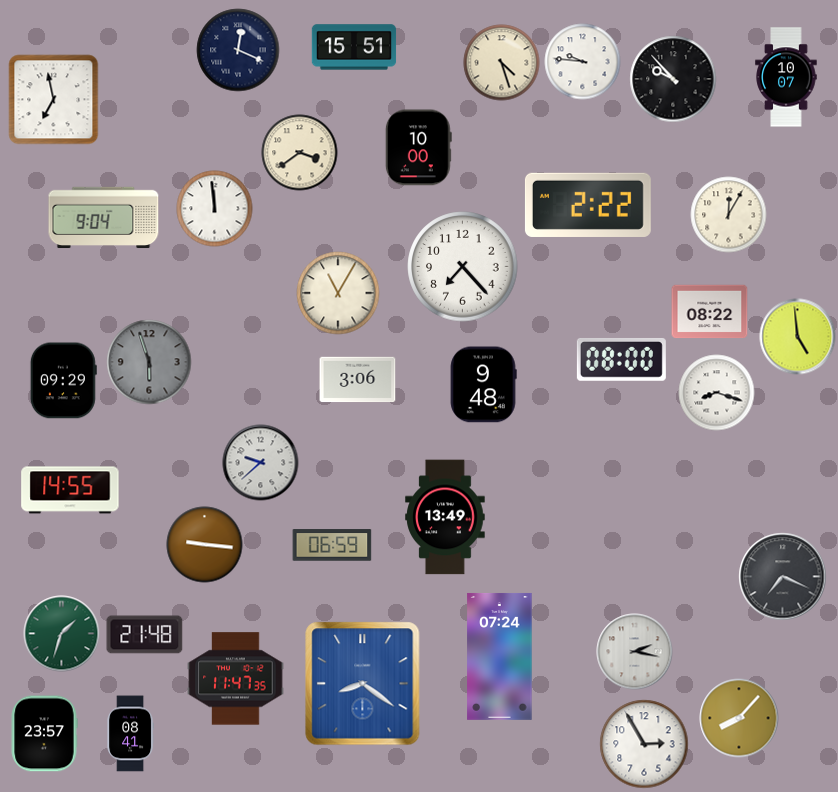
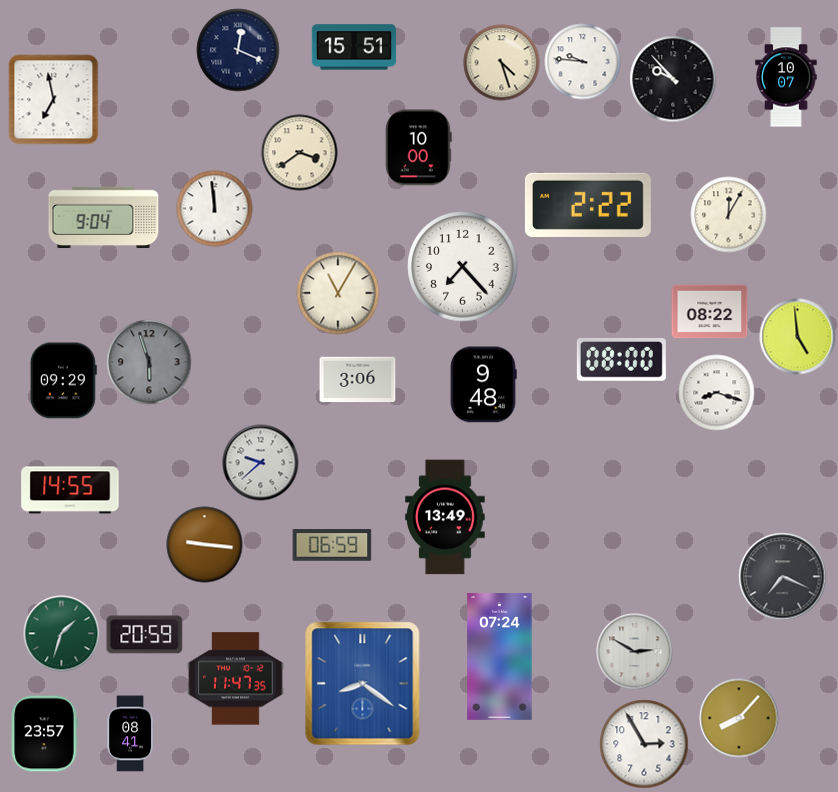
clock at (145, 635): 21:48 -> 20:59
clock at (635, 652): 2:17 -> 2:50
